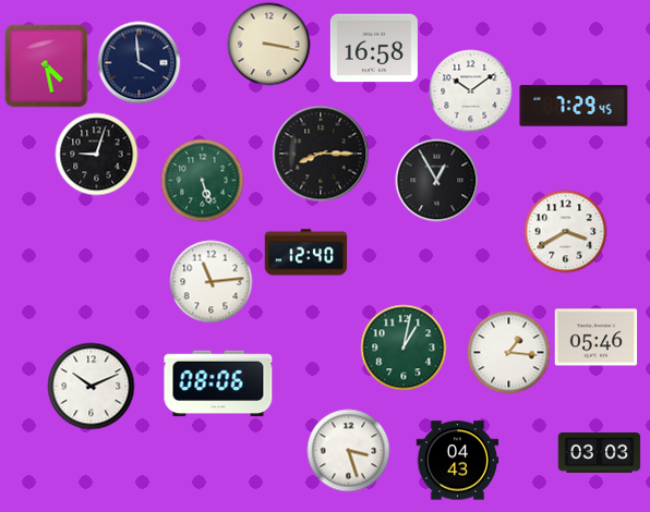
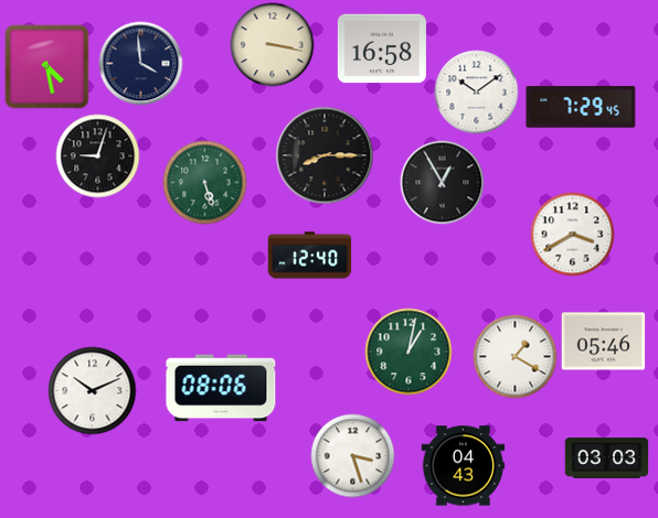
clock at (374, 48) position: (374, 48) -> (382, 48)
clock at (212, 282): 11:14 -> none
clock at (509, 353): 1:16 -> 1:20
